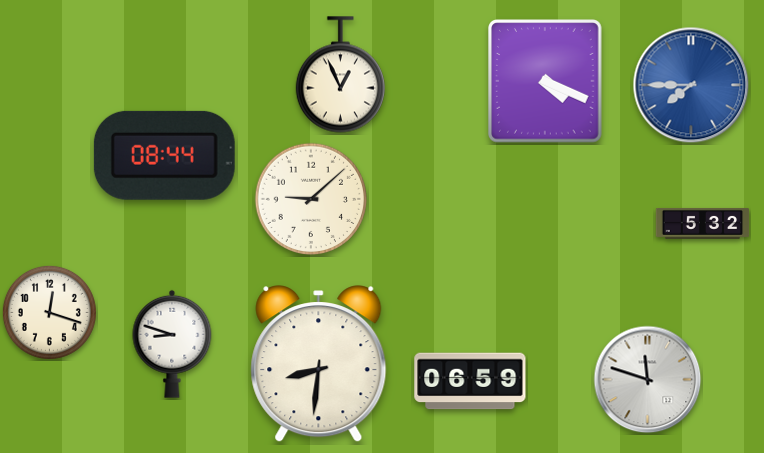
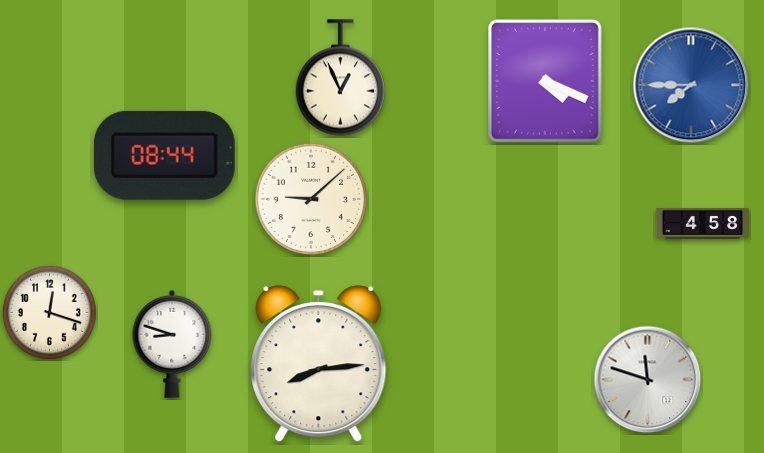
clock at (340, 75) position: (340, 75) -> (340, 78)
clock at (703, 223): 5:32 -> 4:58
clock at (319, 365): 8:31 -> 8:14
clock at (470, 381): 06:59 -> none
